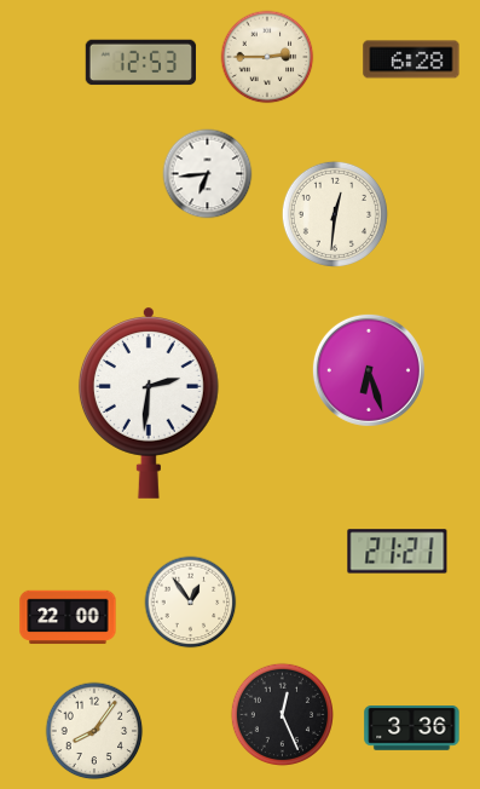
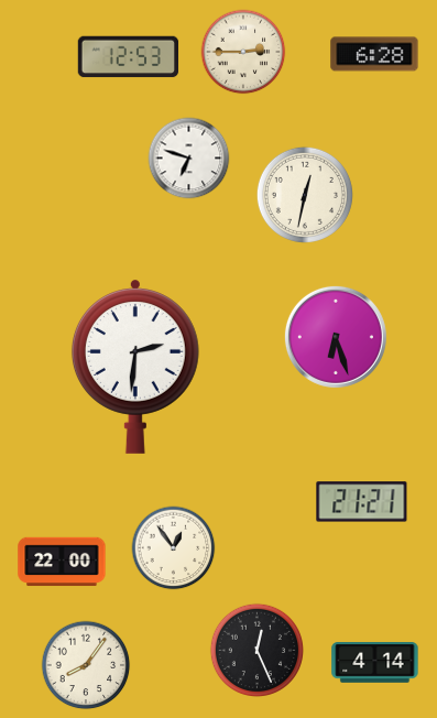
clock at (208, 174): 6:44 -> 6:48
clock at (335, 214): 12:31 -> 12:32
clock at (412, 728): 3:36 -> 4:14
